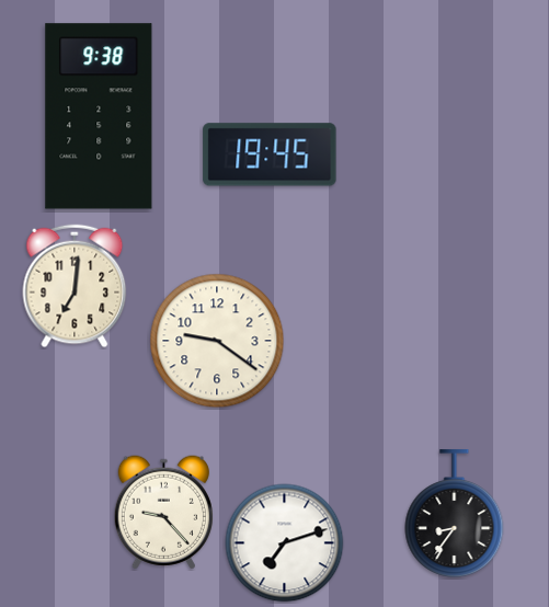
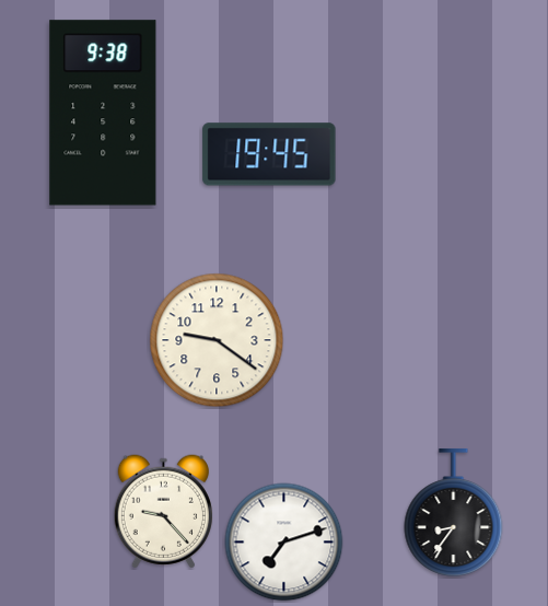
clock at (99, 116) position: (99, 116) -> (103, 113)
clock at (75, 286): 7:01 -> none
